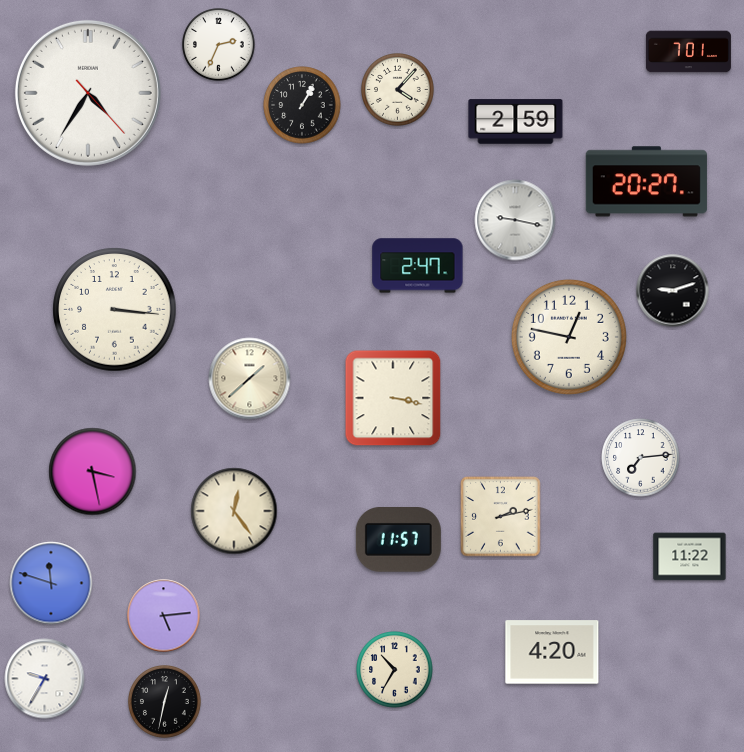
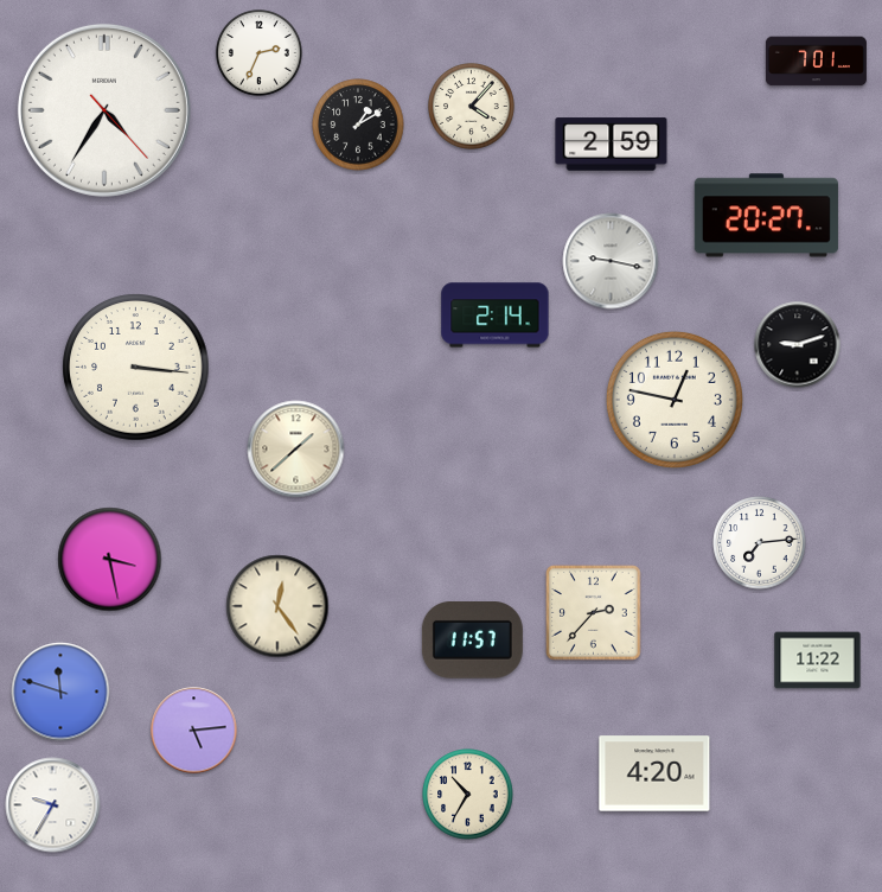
clock at (302, 105): 1:05 -> 1:10
clock at (418, 266): 2:47 -> 2:14
clock at (393, 398): 3:17 -> none
clock at (501, 517): 2:13 -> 2:37
clock at (165, 702): 12:32 -> none
